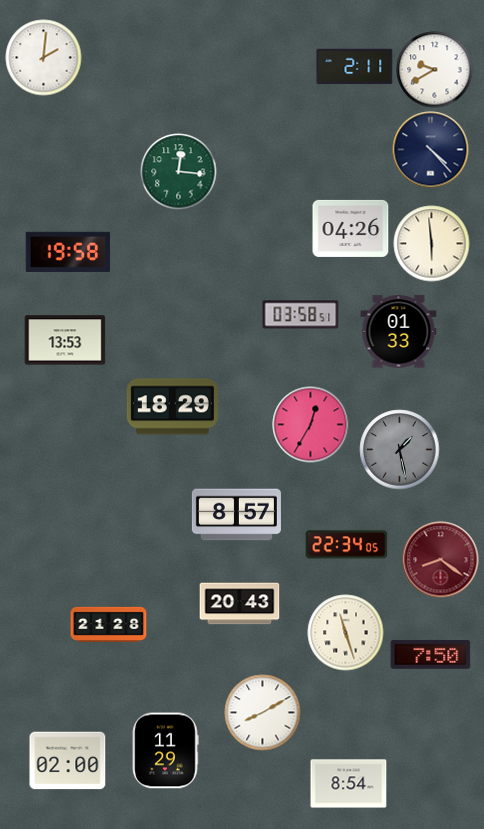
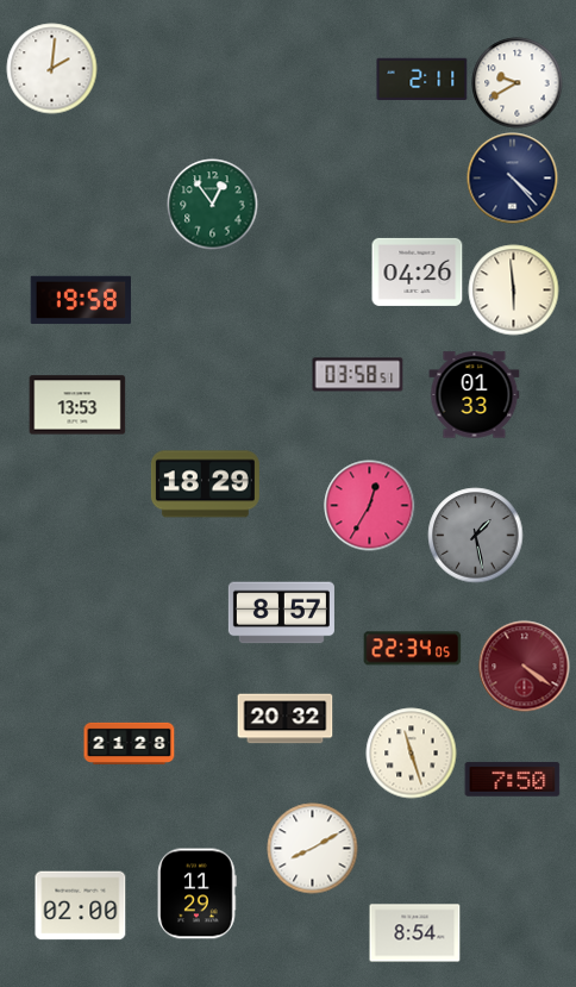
clock at (179, 172): 12:16 -> 12:54
clock at (441, 560): 8:21 -> 4:21
clock at (240, 604): 20:43 -> 20:32
